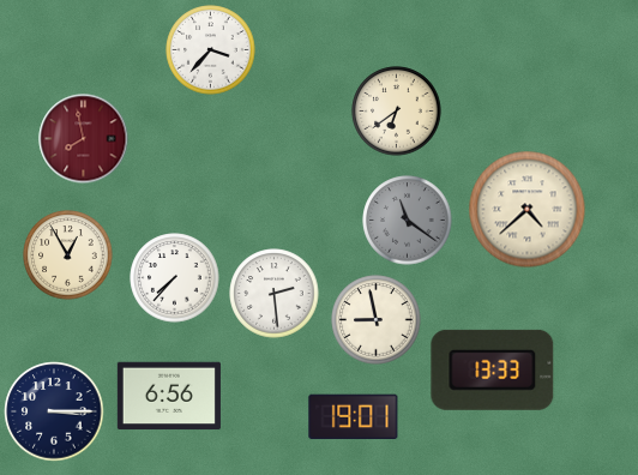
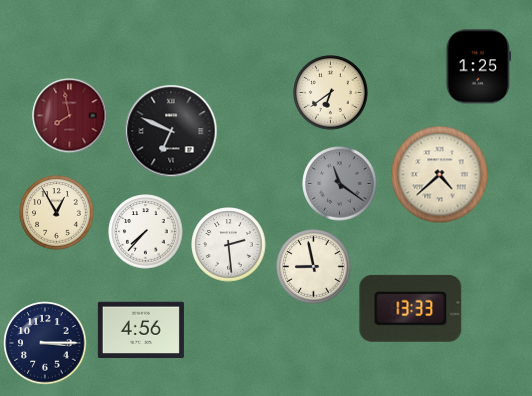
clock at (211, 50): 3:37 -> none
clock at (479, 67): none -> 1:25
clock at (171, 131): none -> 6:49
clock at (169, 396): 6:56 -> 4:56
clock at (354, 417): 19:01 -> none
